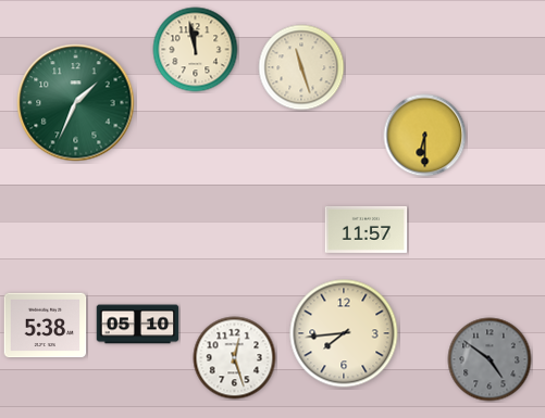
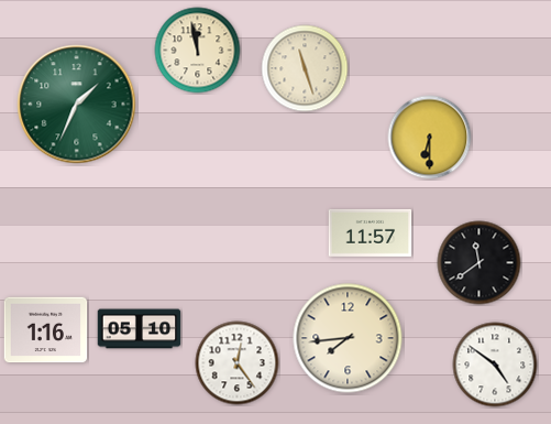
clock at (480, 263): none -> 11:39
clock at (46, 326): 5:38 -> 1:16
clock at (235, 358): 12:27 -> 12:24
clock at (490, 359) dial: grey -> white
